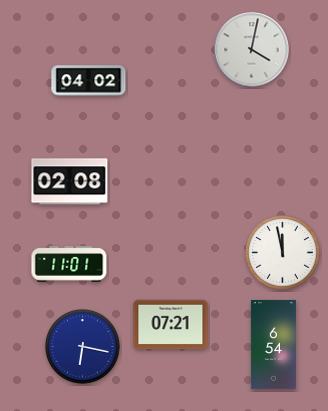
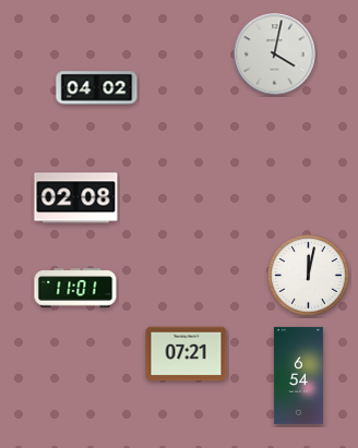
clock at (283, 253): 11:58 -> 12:02
clock at (83, 347): 6:17 -> none
